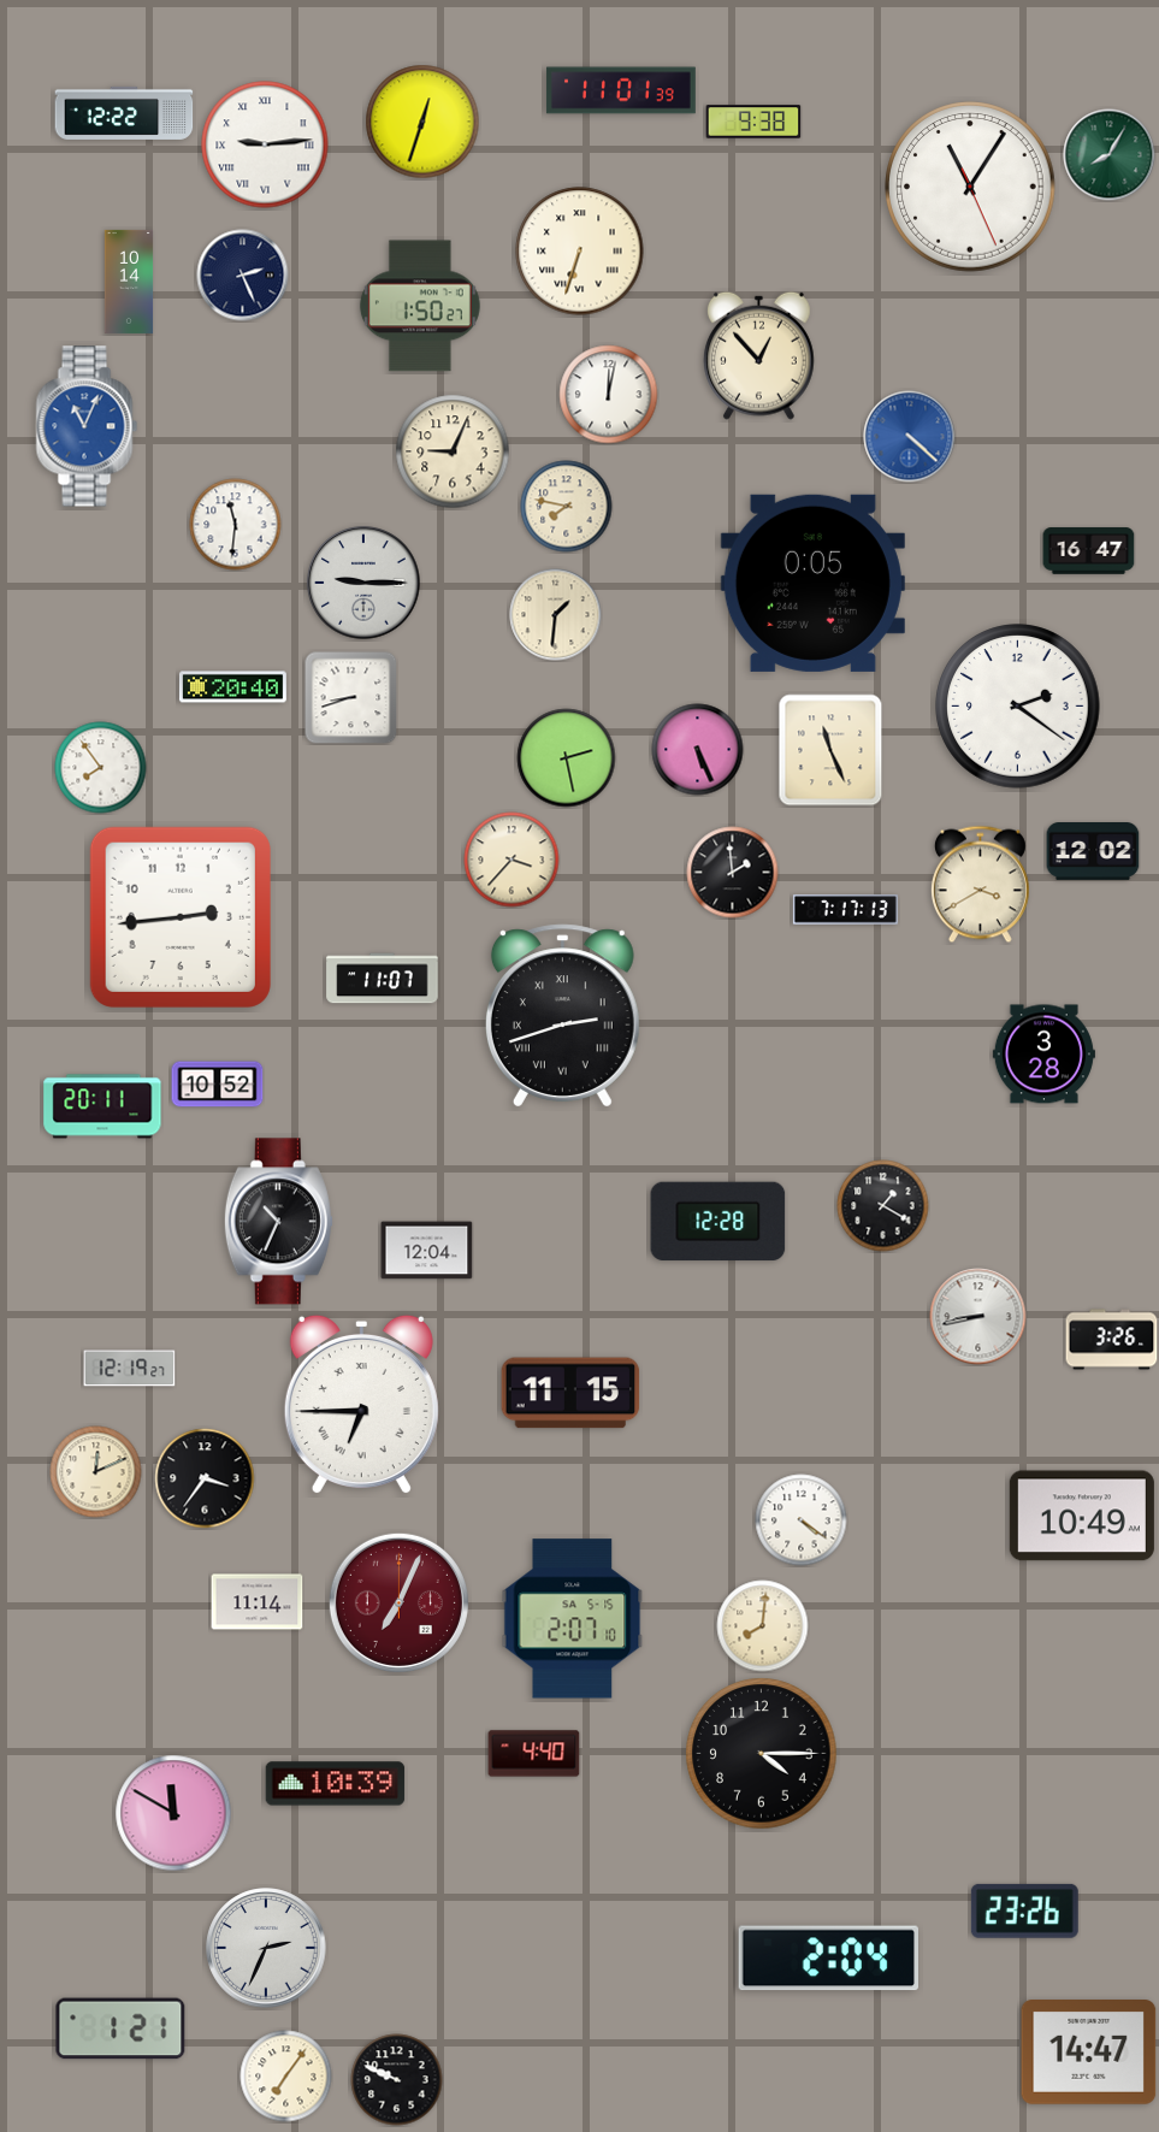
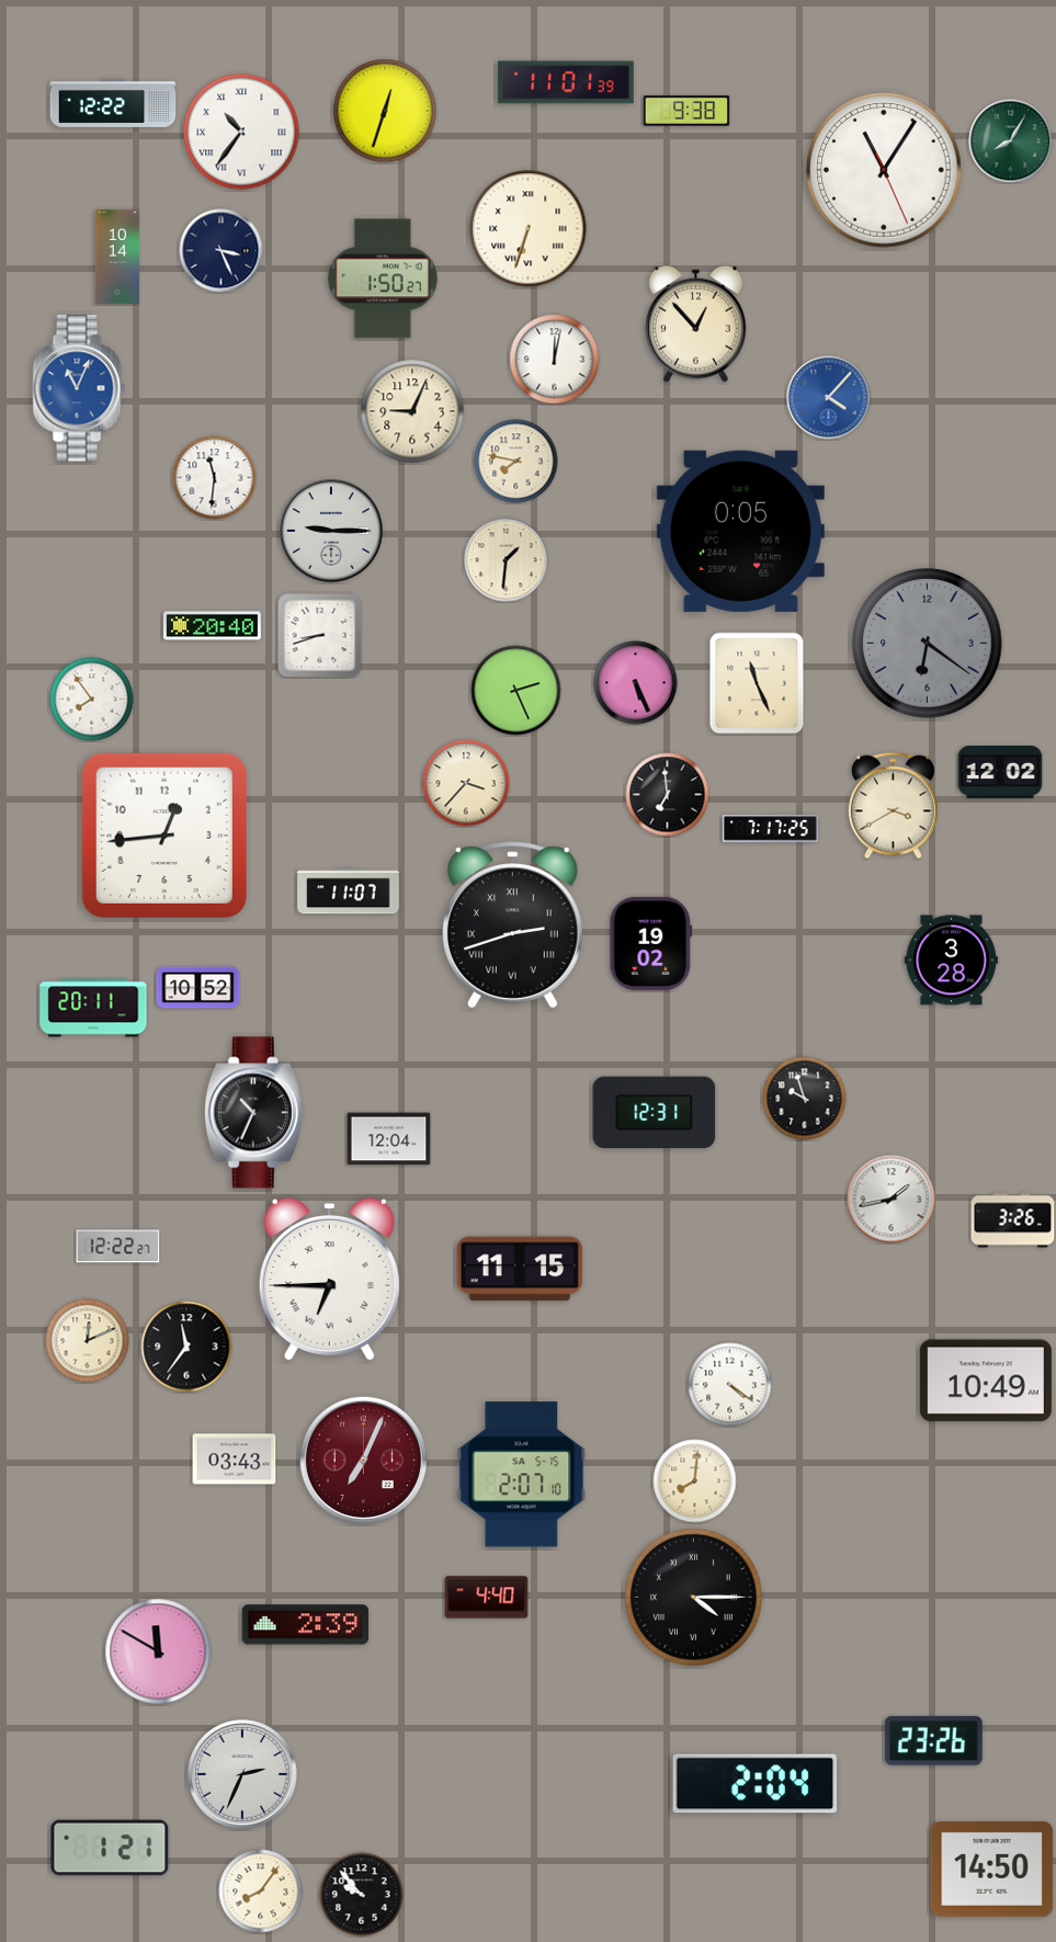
clock at (265, 144): 9:14 -> 10:36
clock at (243, 276): 2:26 -> 3:26
clock at (758, 355) position: (758, 355) -> (695, 323)
clock at (910, 437): 4:22 -> 4:07
clock at (1089, 551): 16:47 -> none
clock at (1018, 707): 2:21 -> 6:21
clock at (1018, 707) dial: white -> grey
clock at (567, 758): 2:28 -> 2:26
clock at (1093, 852) position: (1093, 852) -> (1000, 773)
clock at (733, 873): 1:59 -> 6:59
clock at (845, 910): 7:17:13 -> 7:17:25
clock at (181, 917): 2:44 -> 12:44
clock at (651, 943): none -> 19:02
clock at (883, 1206): 1:20 -> 9:57
clock at (719, 1222): 12:28 -> 12:31
clock at (978, 1317): 8:43 -> 1:43
clock at (130, 1369): 12:19 -> 12:22
clock at (205, 1478): 3:36 -> 11:36
clock at (258, 1602): 11:14 -> 03:43
clock at (762, 1754) numerals: Arabic -> Roman
clock at (336, 1784): 10:39 -> 2:39
clock at (1089, 2053): 14:47 -> 14:50
clock at (286, 2077): 7:06 -> 8:06
clock at (397, 2080): 9:49 -> 9:53
